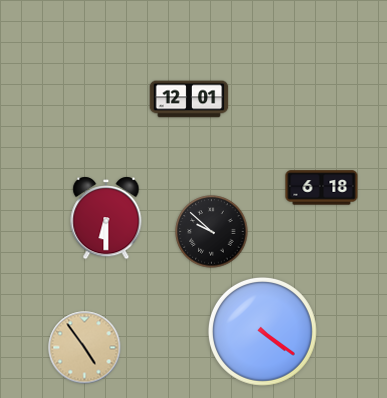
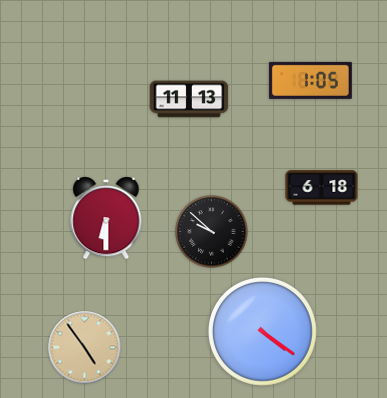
clock at (310, 80): none -> 1:05
clock at (189, 99): 12:01 -> 11:13
